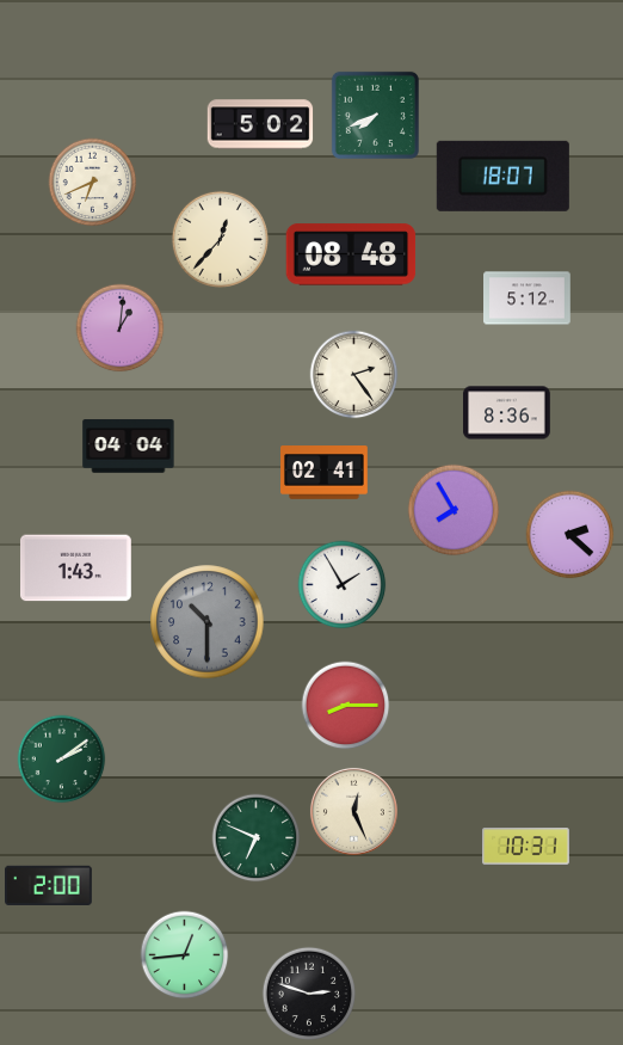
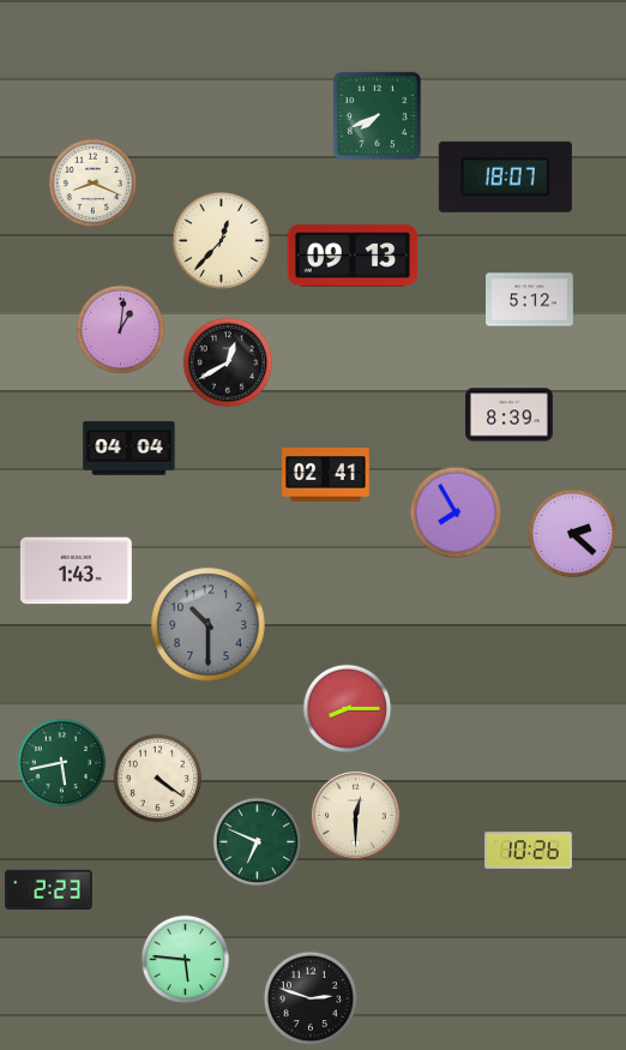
clock at (260, 124): 5:02 -> none
clock at (93, 183): 6:41 -> 8:19
clock at (351, 254): 08:48 -> 09:13
clock at (228, 362): none -> 12:40
clock at (354, 375): 2:24 -> none
clock at (507, 413): 8:36 -> 8:39
clock at (570, 535) position: (570, 535) -> (573, 534)
clock at (343, 585): 1:55 -> none
clock at (62, 760): 2:09 -> 5:43
clock at (158, 779): none -> 4:21
clock at (353, 811): 12:26 -> 12:30
clock at (526, 847): 10:31 -> 10:26
clock at (49, 885): 2:00 -> 2:23
clock at (185, 955): 12:44 -> 5:46
